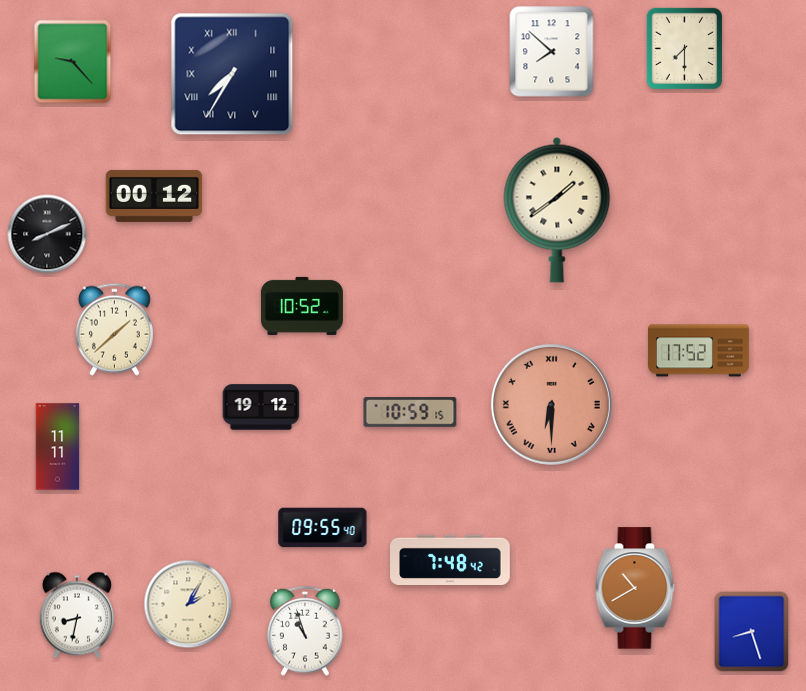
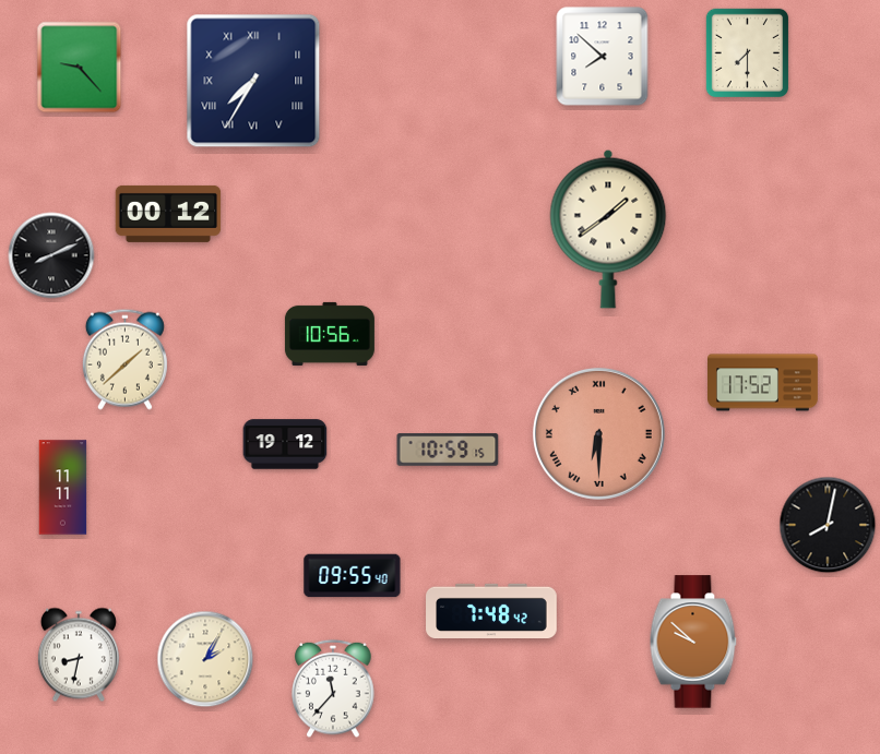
clock at (302, 306): 10:52 -> 10:56
clock at (551, 404) position: (551, 404) -> (598, 433)
clock at (828, 525): none -> 8:02
clock at (635, 588): 10:40 -> 9:52
clock at (77, 615) position: (77, 615) -> (79, 655)
clock at (305, 631): 10:57 -> 11:37
clock at (752, 632): 8:27 -> none
